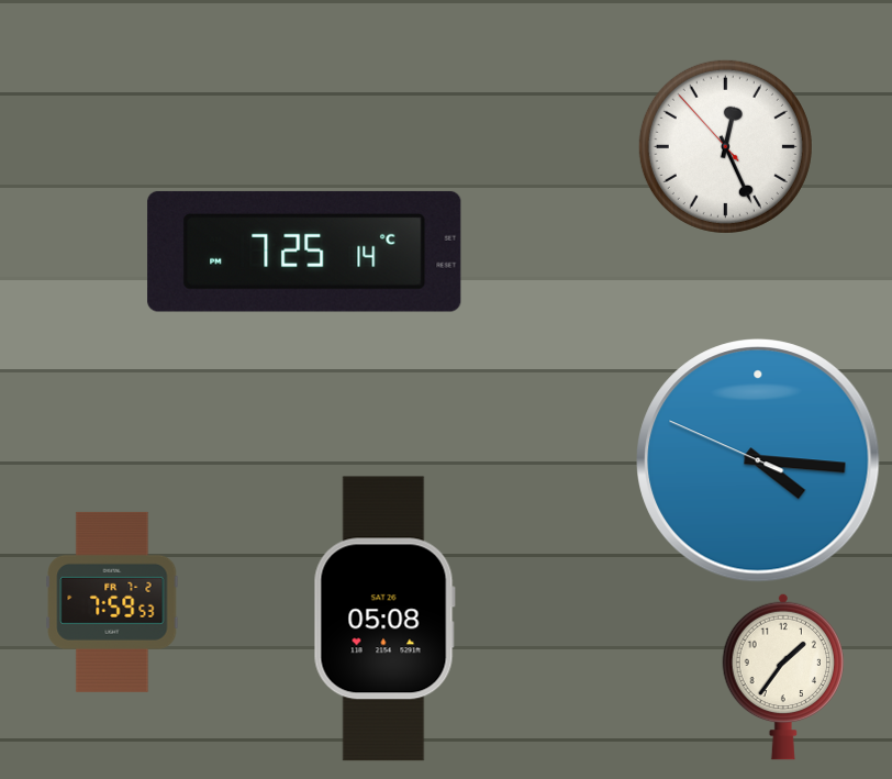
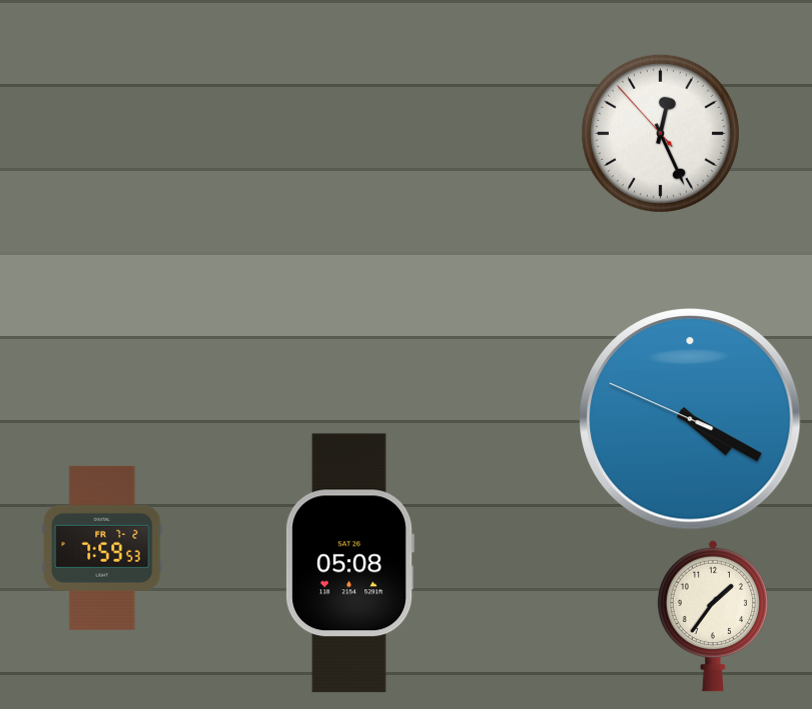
clock at (304, 252): 7:25 -> none
clock at (758, 460): 4:15 -> 4:19
